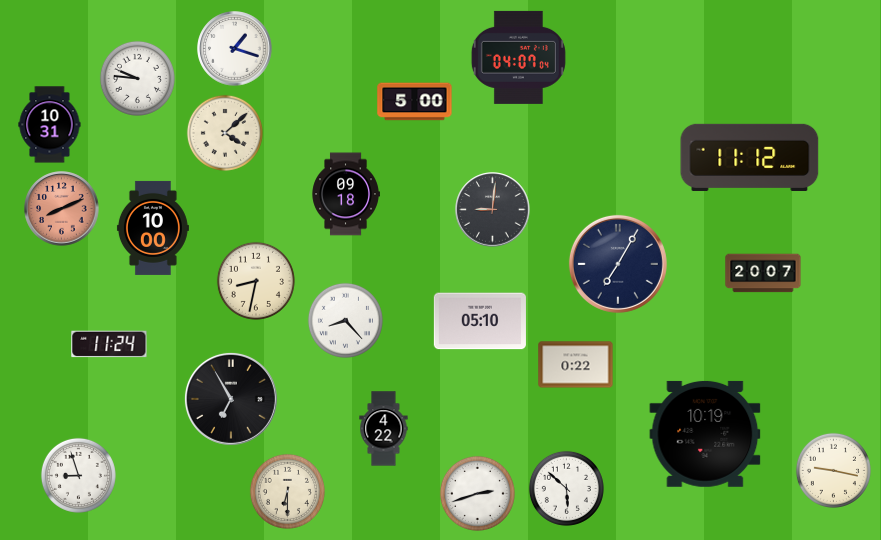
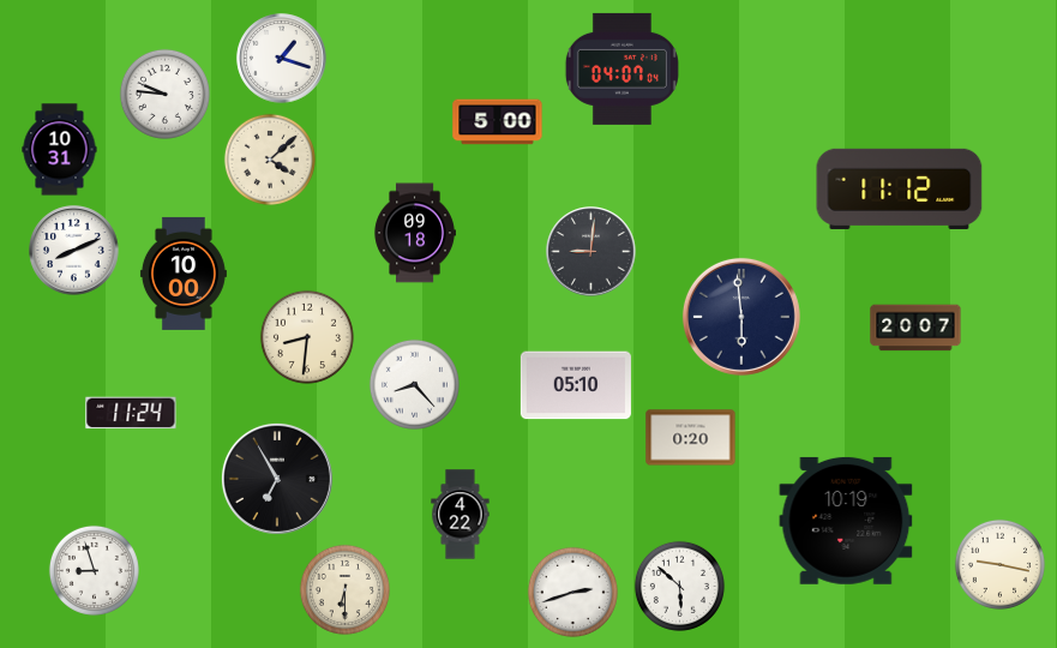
clock at (62, 209) dial: salmon -> white
clock at (618, 264): 7:05 -> 5:59
clock at (256, 281): 8:32 -> 8:31
clock at (576, 365): 0:22 -> 0:20
